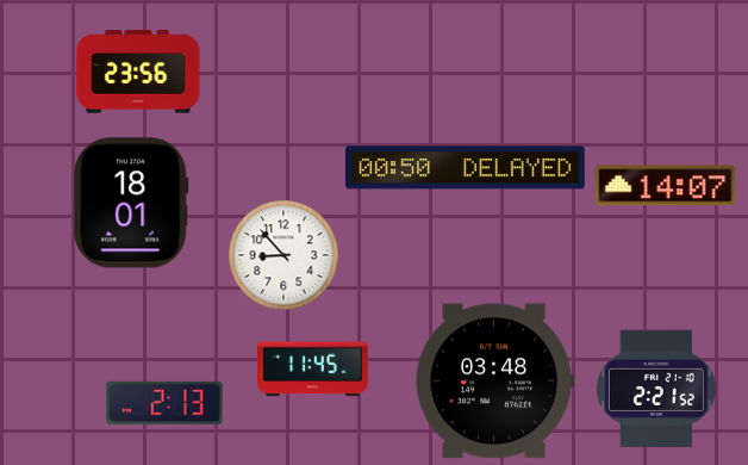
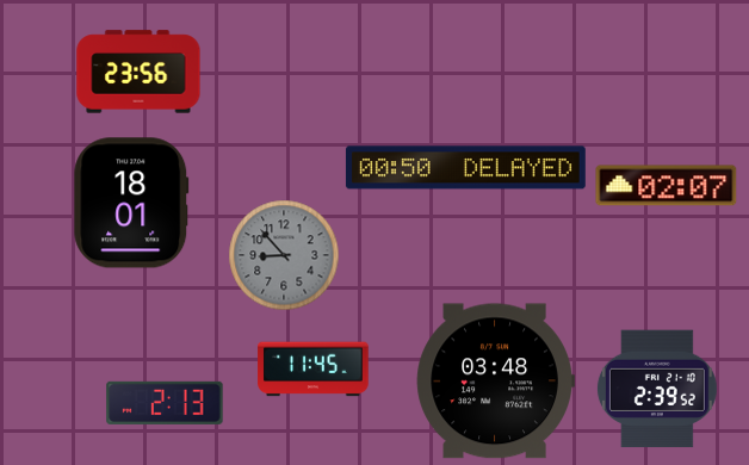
clock at (666, 186): 14:07 -> 02:07
clock at (283, 255) dial: white -> grey
clock at (656, 389): 2:21 -> 2:39
